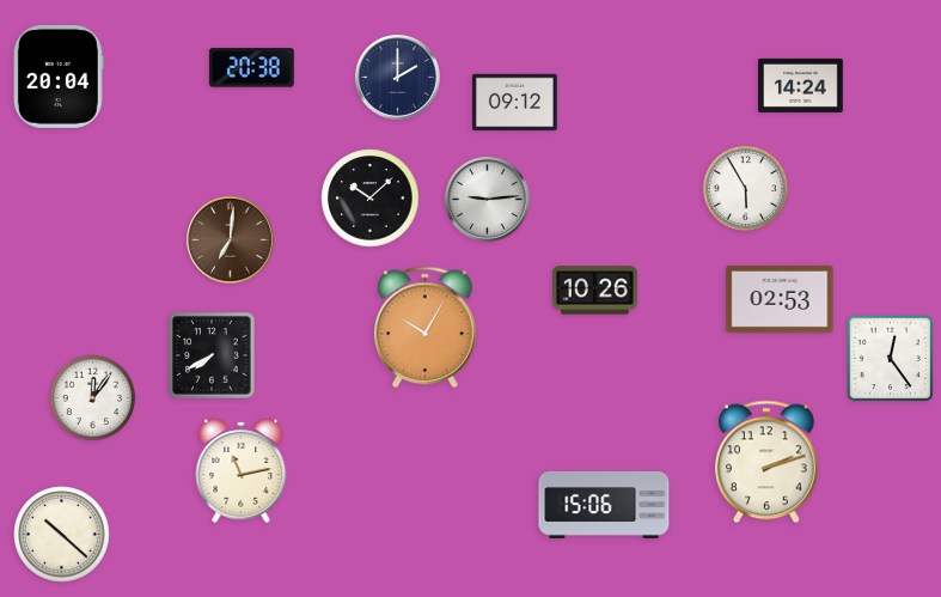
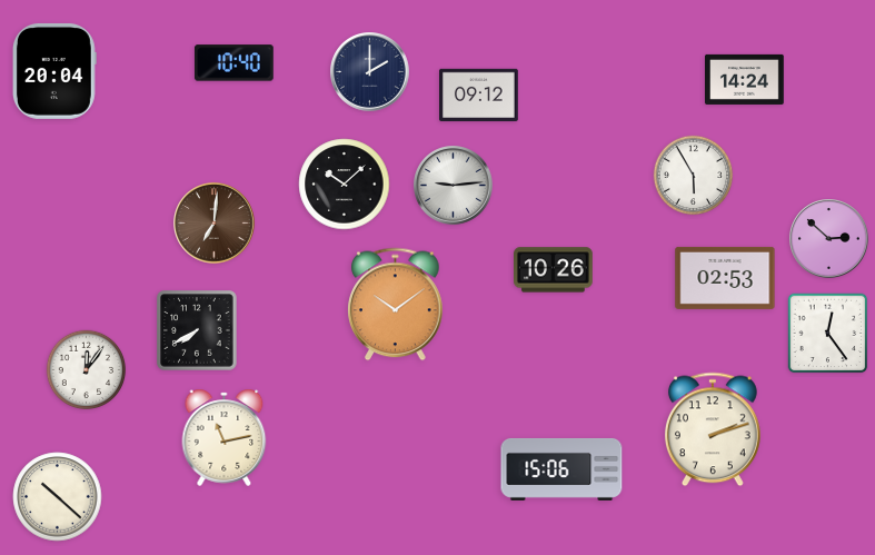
clock at (251, 68): 20:38 -> 10:40
clock at (829, 239): none -> 2:52
clock at (426, 328): 10:05 -> 10:09
